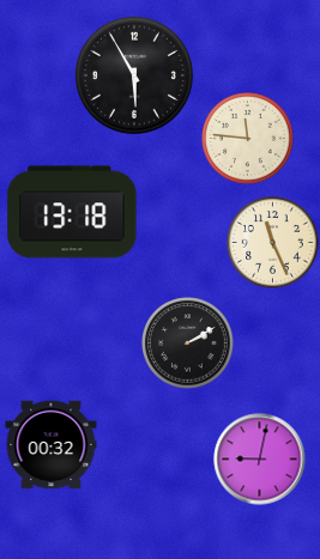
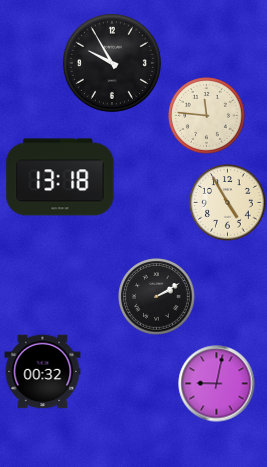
clock at (134, 75): 5:55 -> 9:55
clock at (273, 243): 11:26 -> 4:55
clock at (188, 344) position: (188, 344) -> (157, 297)
